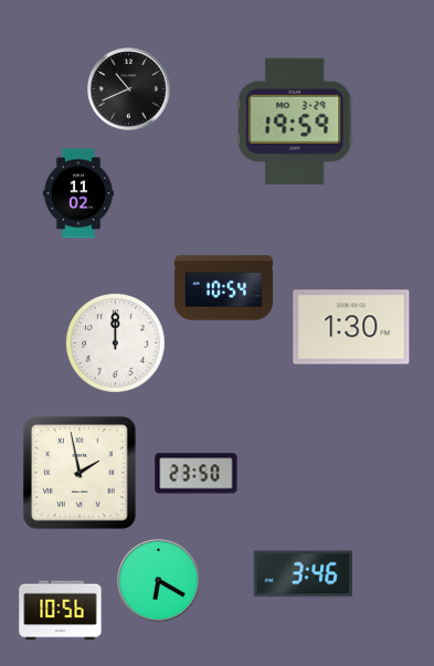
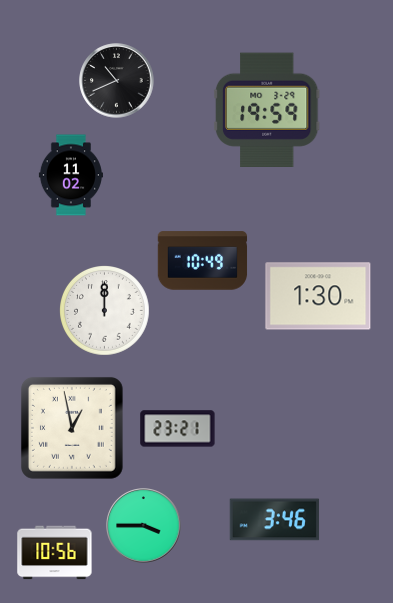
clock at (224, 288): 10:54 -> 10:49
clock at (80, 473): 1:58 -> 12:58
clock at (197, 474): 23:50 -> 23:21
clock at (159, 581): 6:20 -> 3:45
